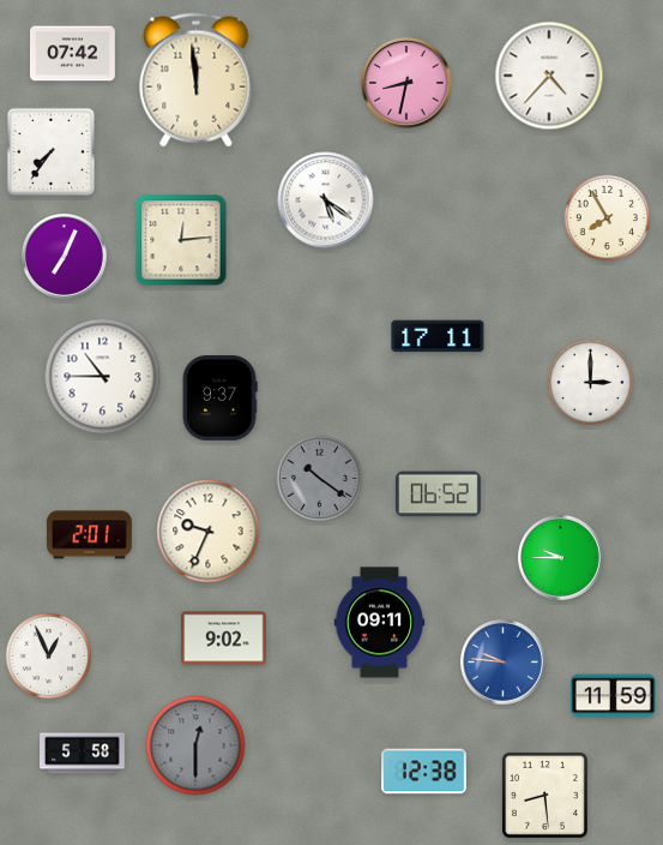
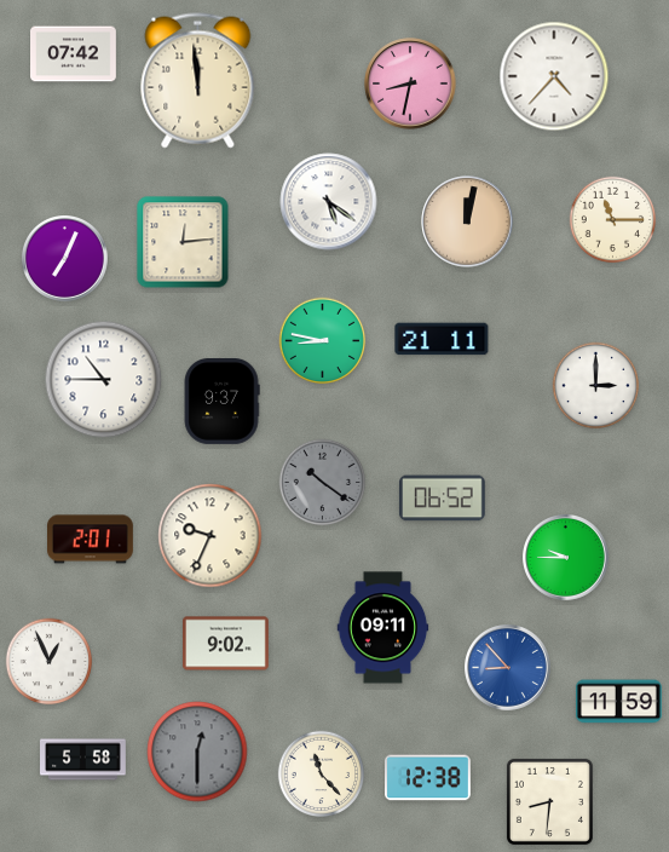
clock at (52, 152): 7:36 -> none
clock at (608, 218): 7:55 -> 11:15
clock at (467, 221): none -> 12:02
clock at (438, 336): 17:11 -> 21:11
clock at (323, 341): none -> 8:47
clock at (561, 558) position: (561, 558) -> (566, 558)
clock at (504, 663): 9:46 -> 8:53
clock at (322, 775): none -> 11:23
clock at (544, 795): 8:29 -> 8:31
